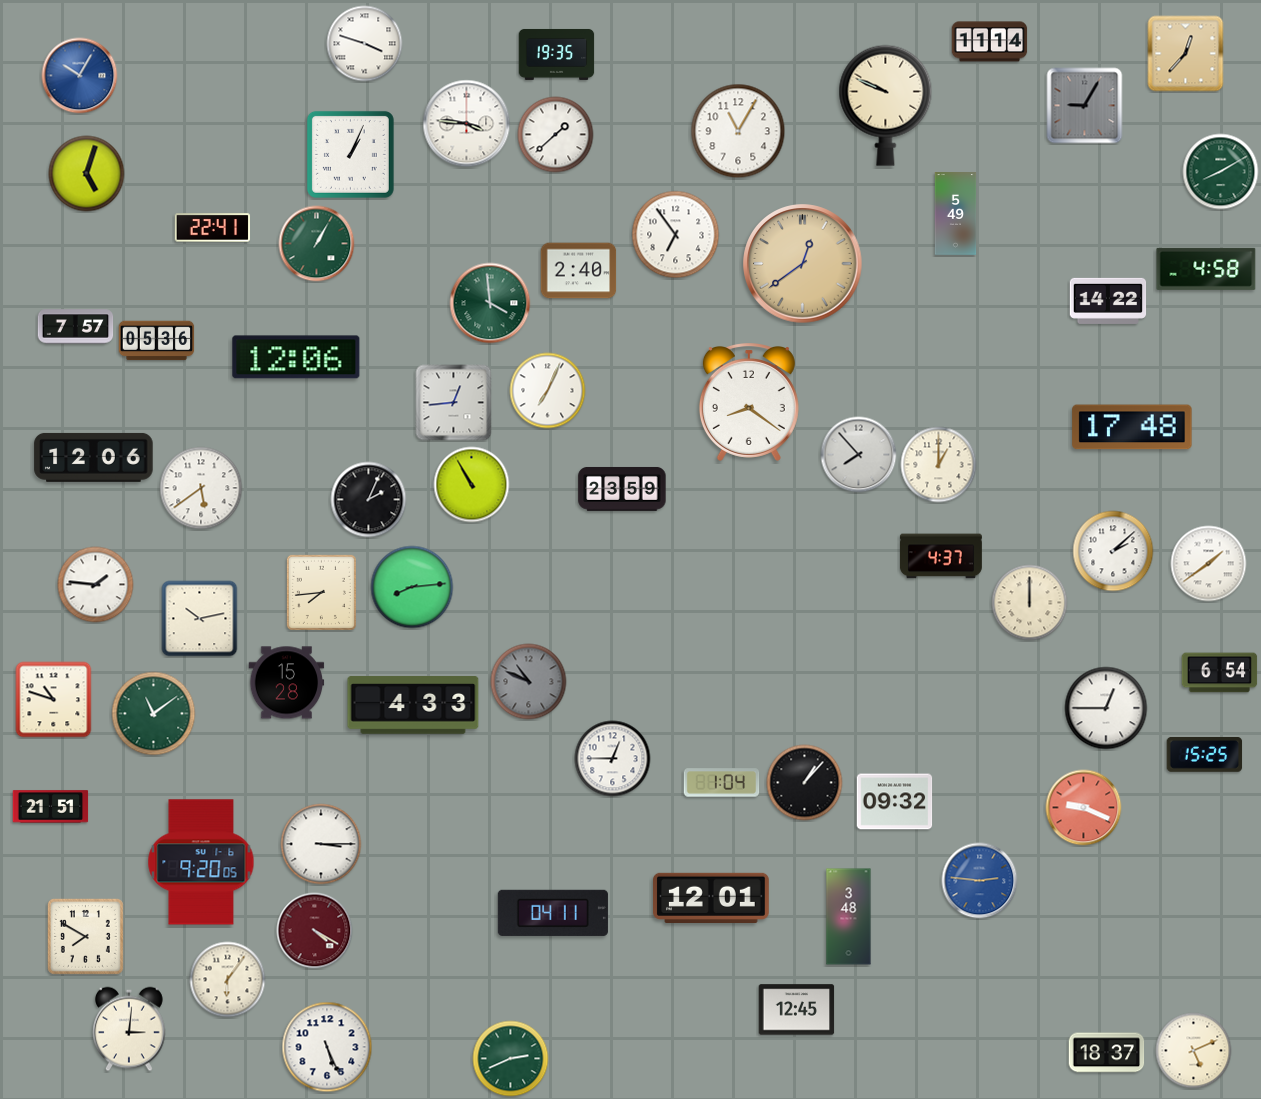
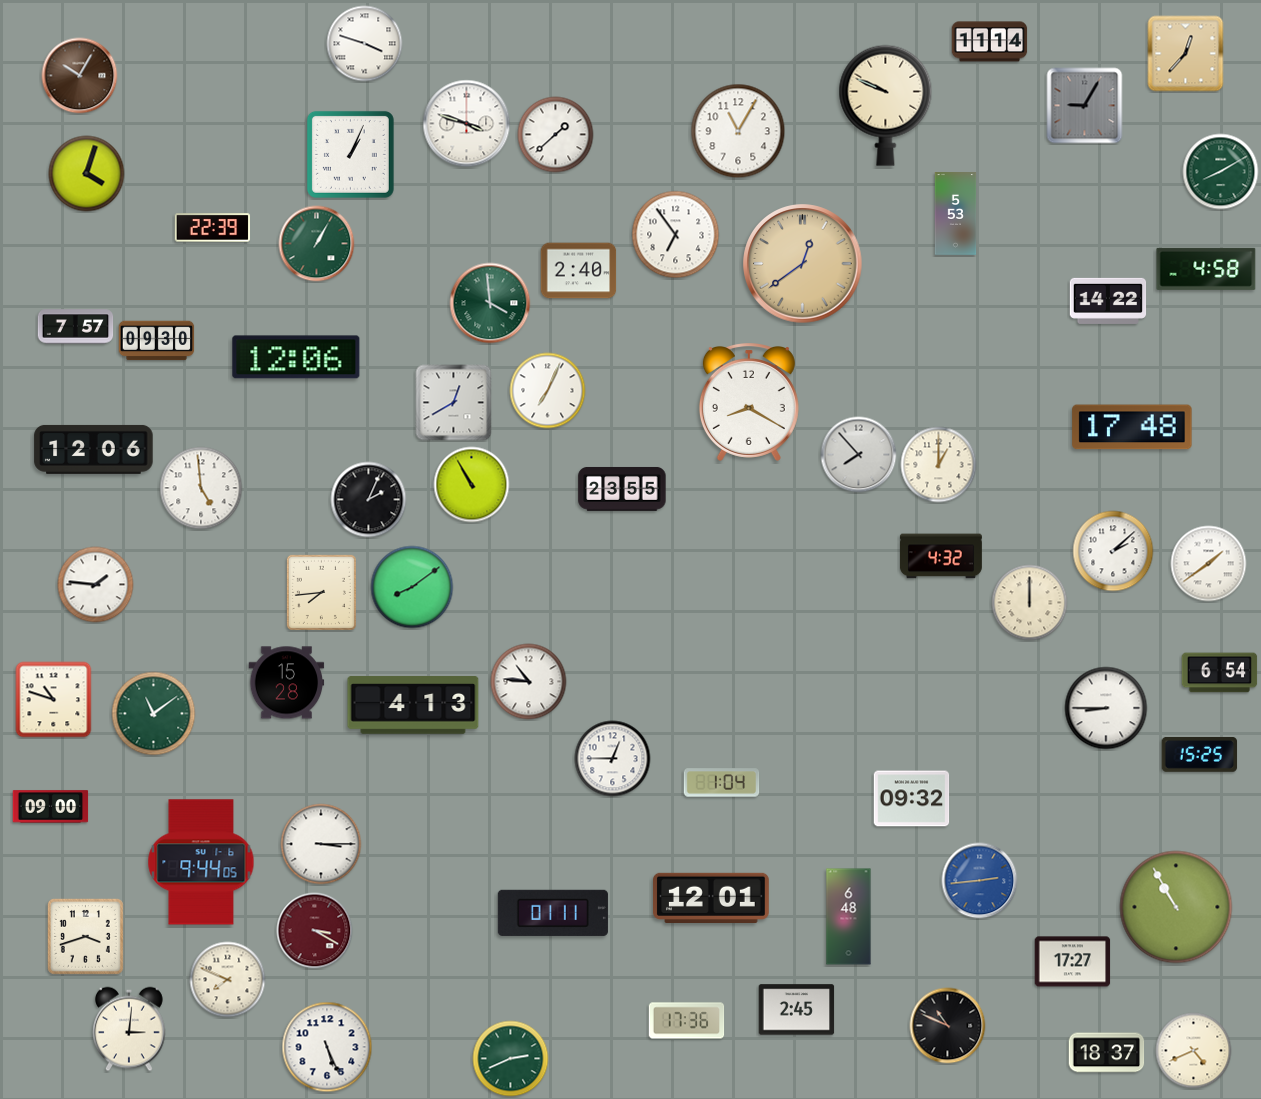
clock at (557, 54): 19:35 -> none
clock at (80, 76) dial: blue -> brown
clock at (467, 124): 3:46 -> 3:48
clock at (87, 174): 5:03 -> 4:03
clock at (956, 214): 5:49 -> 5:53
clock at (213, 228): 22:41 -> 22:39
clock at (157, 341): 05:36 -> 09:30
clock at (454, 403): 12:44 -> 12:40
clock at (749, 403): 8:21 -> 8:20
clock at (94, 457) position: (94, 457) -> (94, 449)
clock at (201, 488): 5:39 -> 4:59
clock at (622, 489): 23:59 -> 23:55
clock at (941, 556): 4:37 -> 4:32
clock at (412, 587): 8:14 -> 8:09
clock at (200, 619): 10:13 -> none
clock at (529, 682): 10:49 -> 10:46
clock at (529, 682) dial: grey -> white
clock at (413, 705): 4:33 -> 4:13
clock at (1106, 708): 12:45 -> 8:45
clock at (1205, 755) position: (1205, 755) -> (1200, 755)
clock at (805, 783): 1:07 -> none
clock at (895, 802) position: (895, 802) -> (912, 799)
clock at (51, 807): 21:51 -> 09:00
clock at (1084, 808): 9:19 -> none
clock at (201, 862): 9:20 -> 9:44
clock at (980, 881): 2:46 -> 2:44
clock at (1176, 907): none -> 10:55
clock at (553, 913): 04:11 -> 01:11
clock at (849, 917): 3:48 -> 6:48
clock at (315, 931): 4:20 -> 3:20
clock at (85, 936): 7:50 -> 3:42
clock at (1073, 962): none -> 17:27
clock at (228, 980): 6:06 -> 7:49
clock at (797, 1010): 12:45 -> 2:45
clock at (687, 1021): none -> 17:36
clock at (948, 1026): none -> 10:49
clock at (1194, 1051): 5:11 -> 4:41
